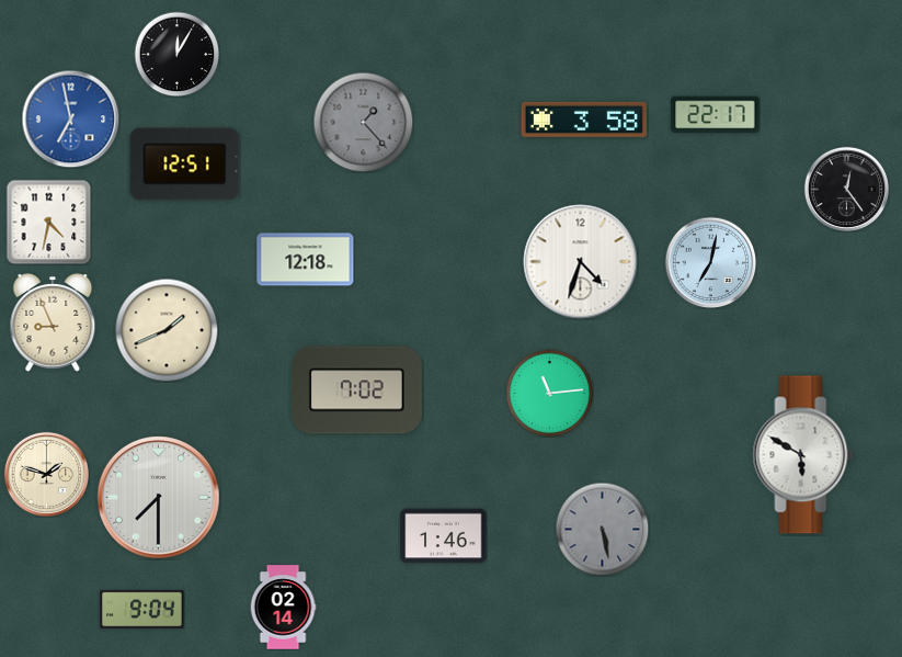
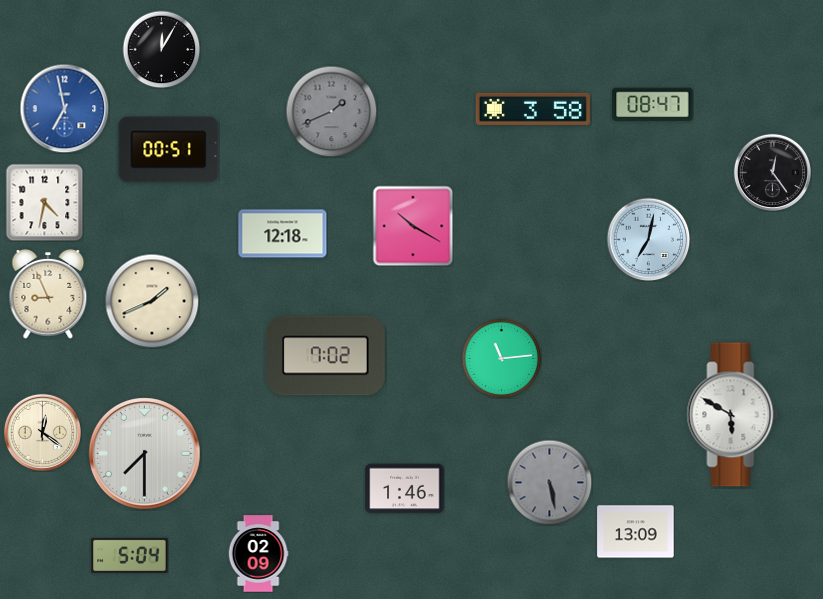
clock at (716, 115): 22:17 -> 08:47
clock at (363, 122): 1:23 -> 1:41
clock at (185, 165): 12:51 -> 00:51
clock at (413, 226): none -> 10:20
clock at (306, 260) position: (306, 260) -> (283, 234)
clock at (581, 262): 4:33 -> none
clock at (46, 474): 1:48 -> 12:21
clock at (636, 532): none -> 13:09
clock at (283, 608): 02:14 -> 02:09
clock at (142, 609): 9:04 -> 5:04
